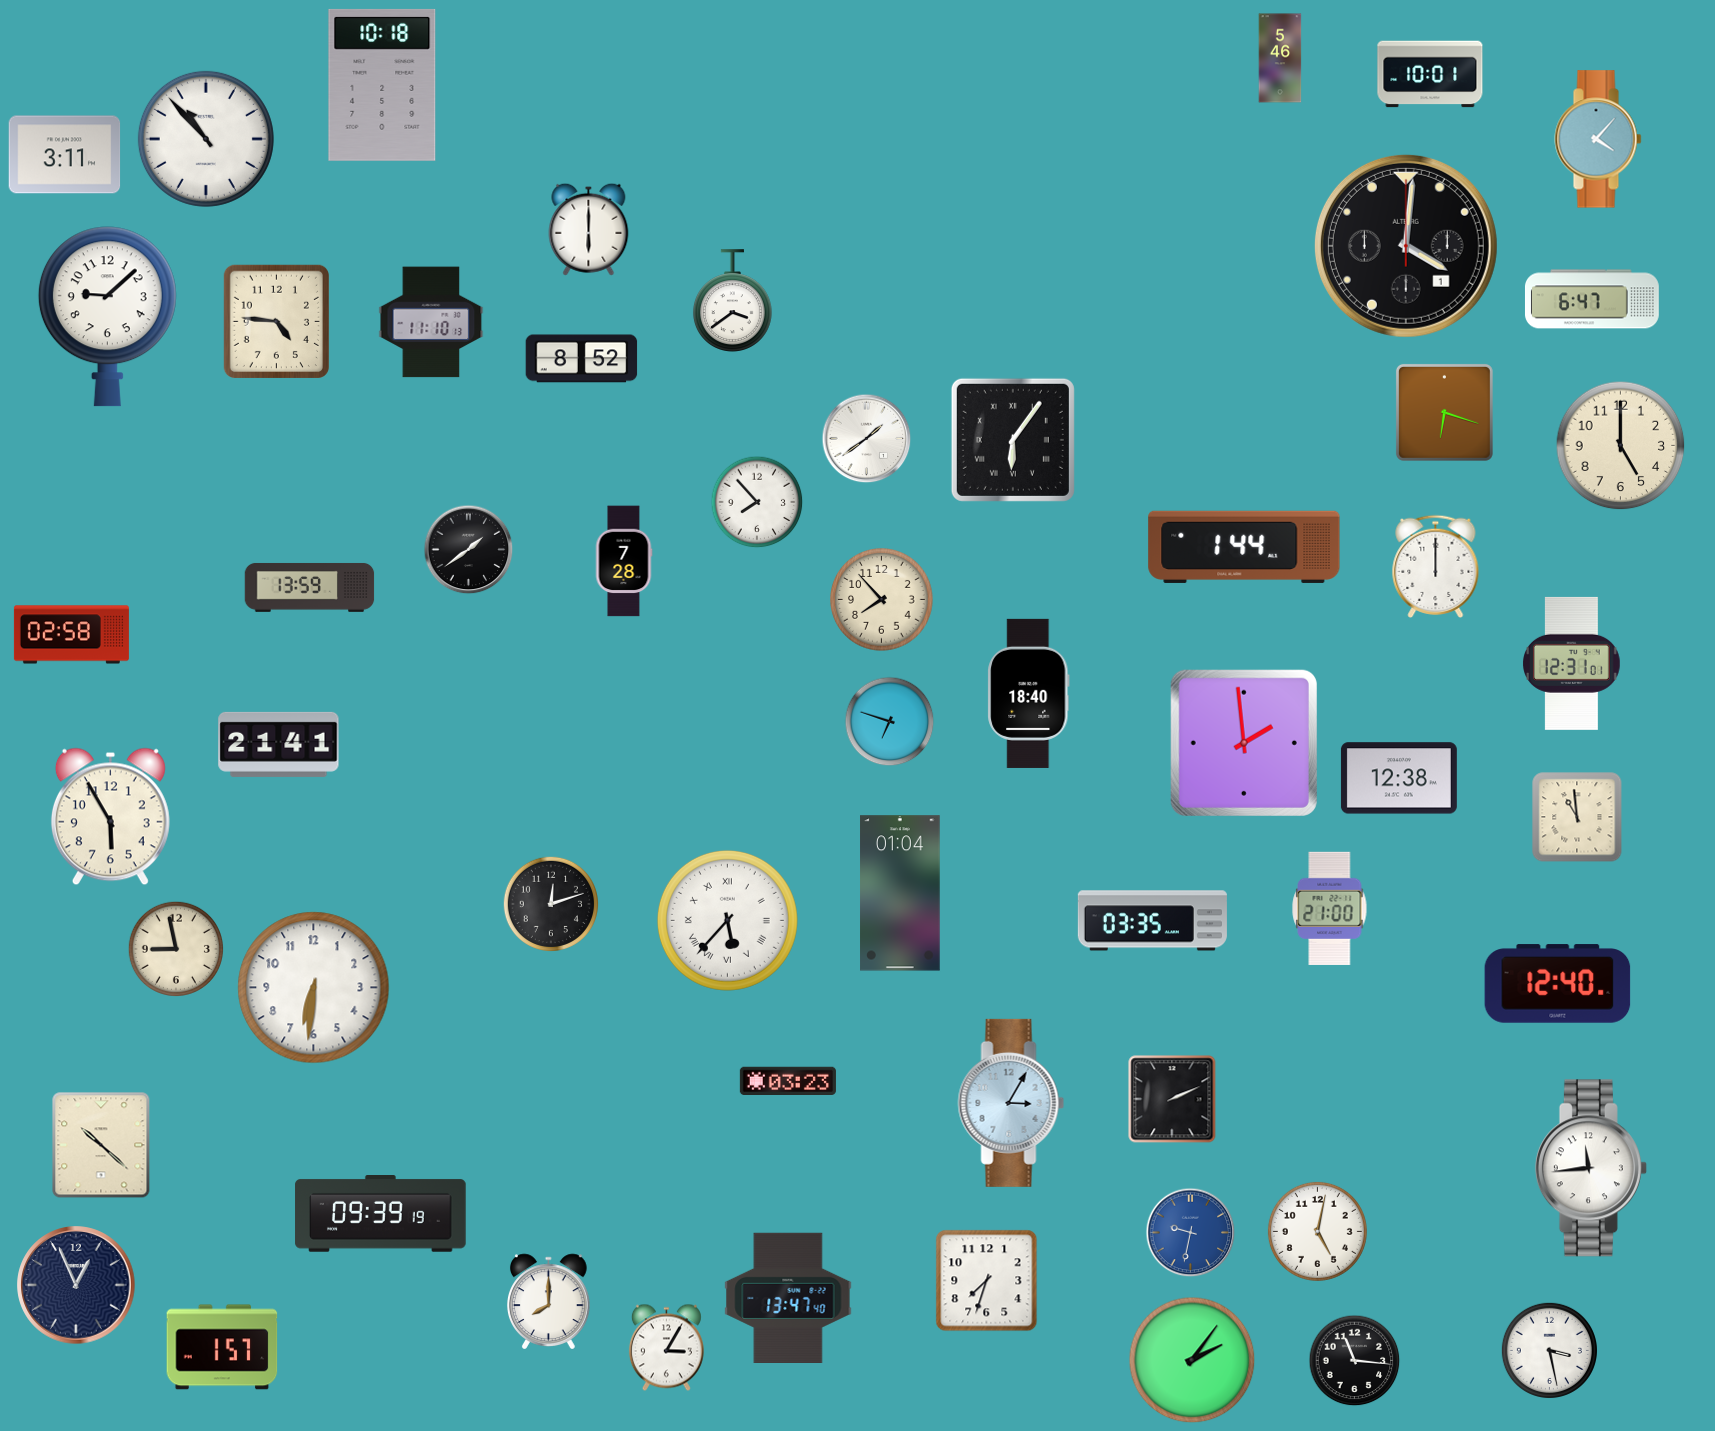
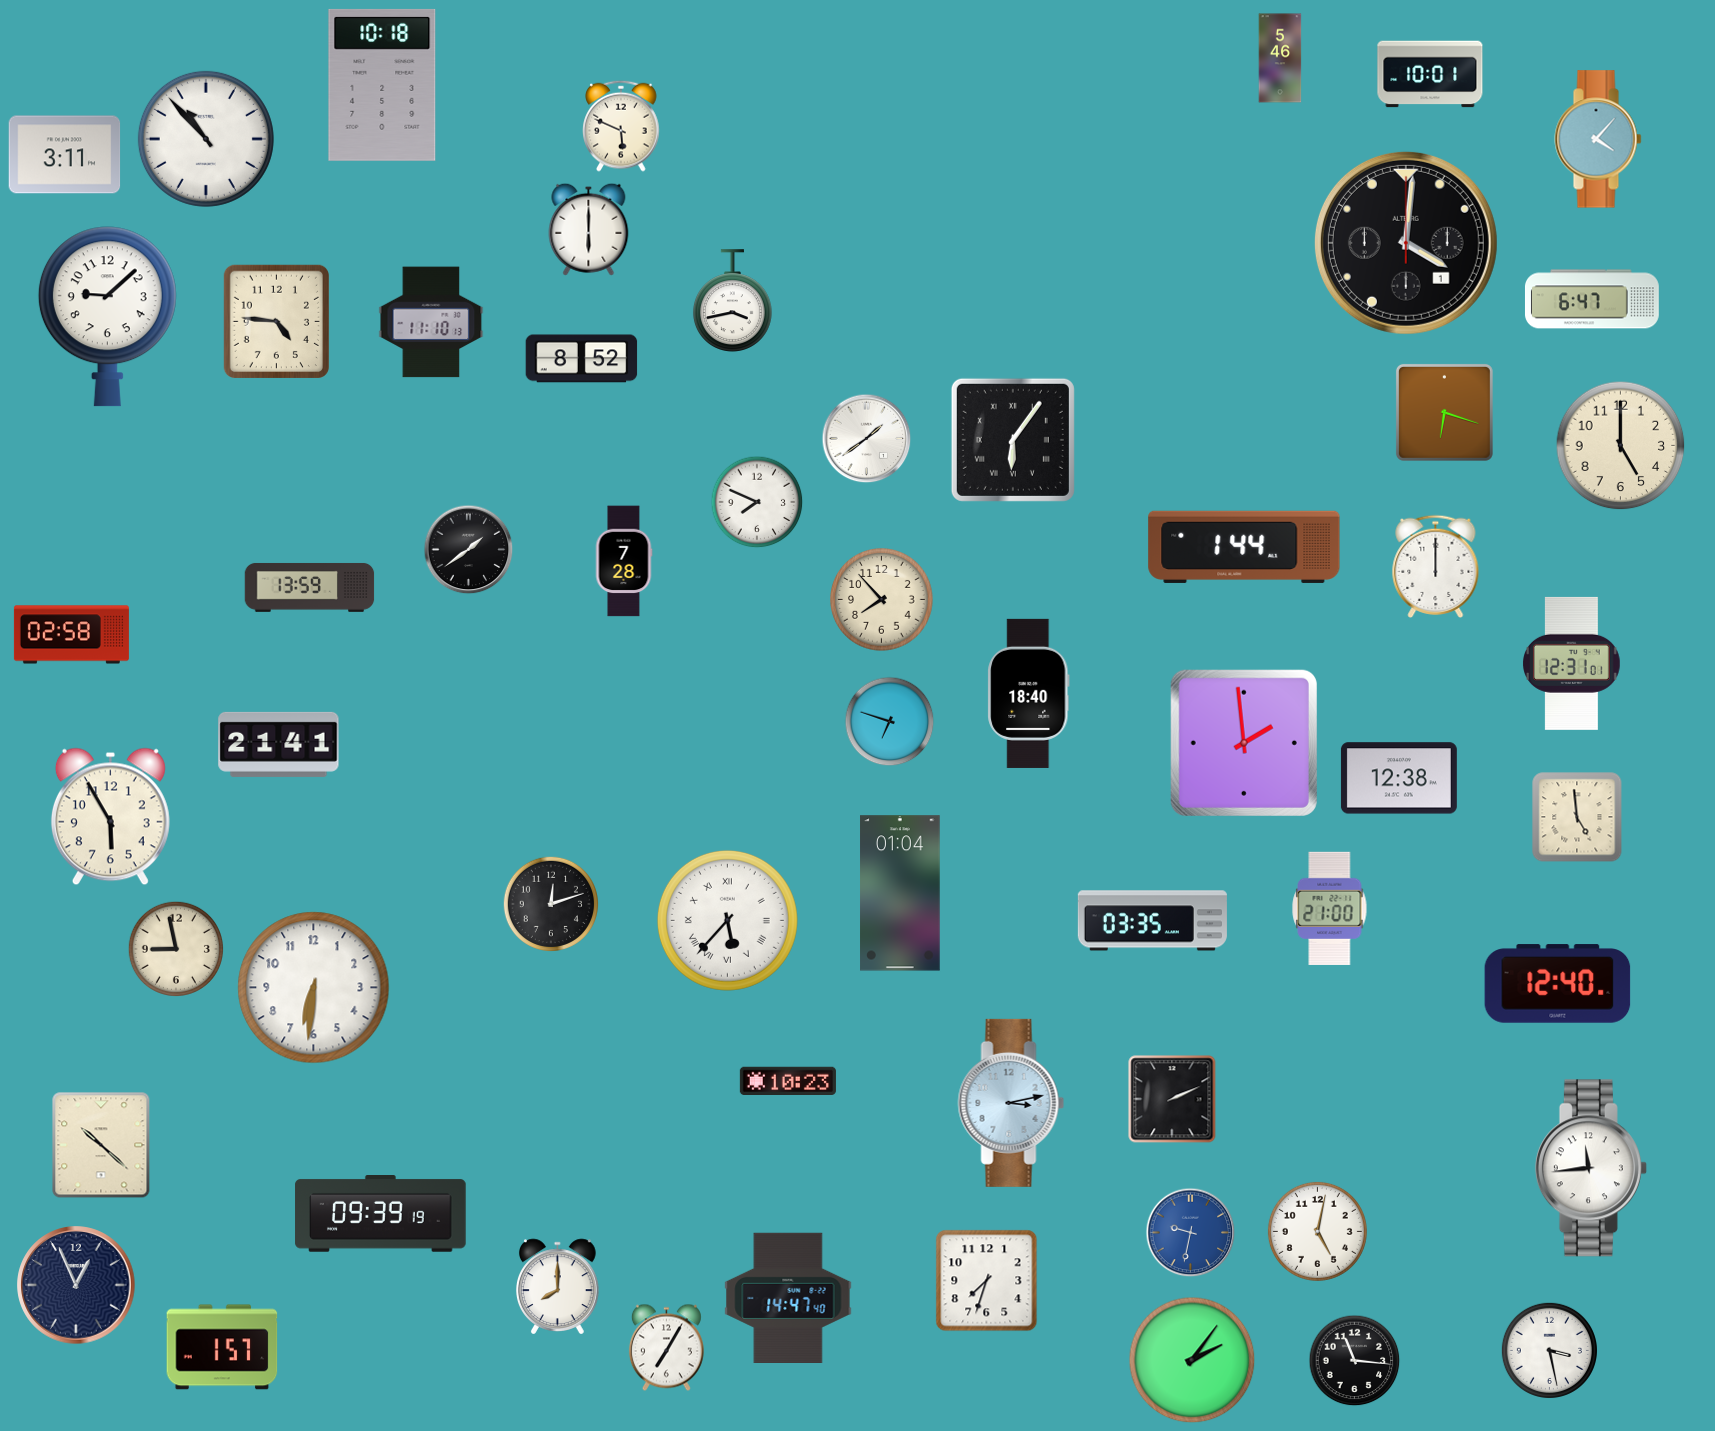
clock at (621, 126): none -> 5:49
clock at (1406, 246) position: (1406, 246) -> (1406, 243)
clock at (732, 301): 3:39 -> 3:43
clock at (757, 502): 7:53 -> 7:49
clock at (1577, 817): 10:59 -> 4:59
clock at (788, 1081): 03:23 -> 10:23
clock at (1011, 1103): 3:05 -> 3:13
clock at (788, 1297): 13:47 -> 14:47
clock at (549, 1302) position: (549, 1302) -> (558, 1287)
clock at (666, 1348): 3:05 -> 7:05
